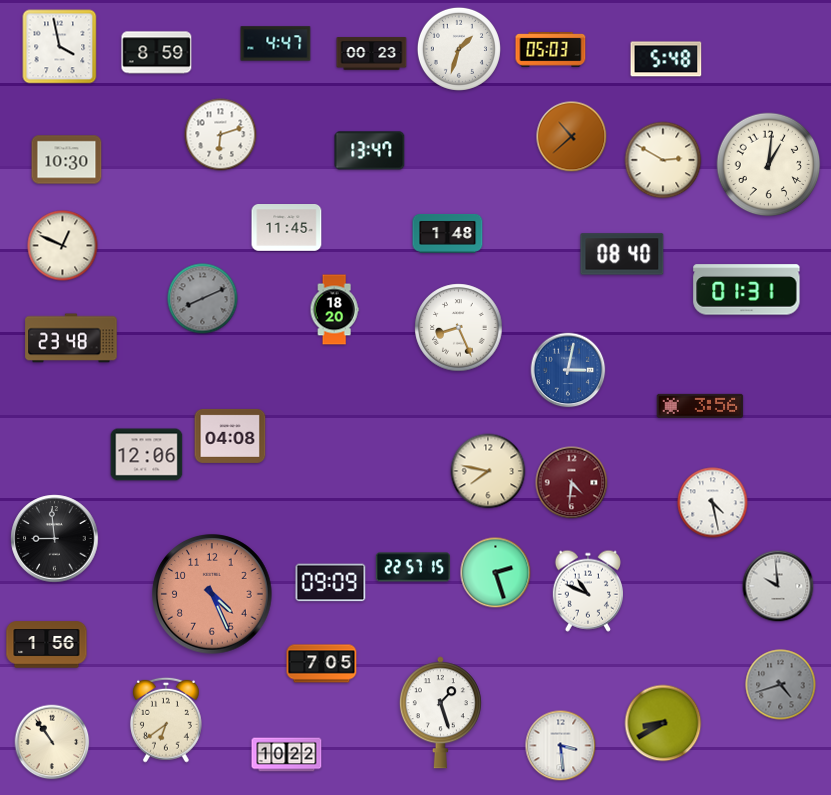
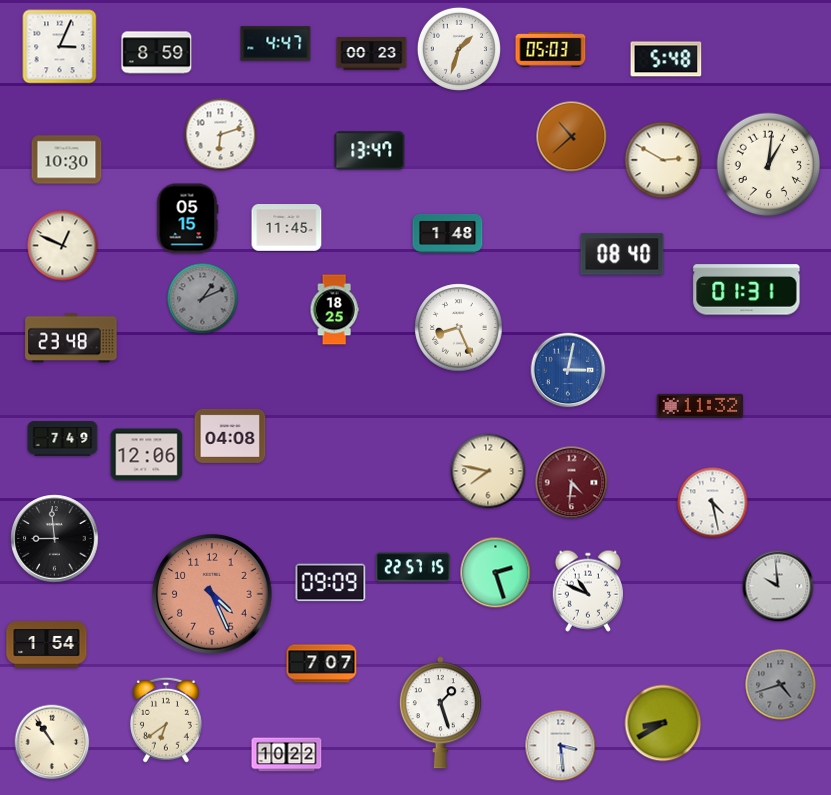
clock at (60, 47): 3:58 -> 3:04
clock at (187, 219): none -> 05:15
clock at (203, 299): 8:11 -> 1:11
clock at (334, 310): 18:20 -> 18:25
clock at (700, 406): 3:56 -> 11:32
clock at (63, 439): none -> 7:49
clock at (47, 645): 1:56 -> 1:54
clock at (322, 664): 7:05 -> 7:07
